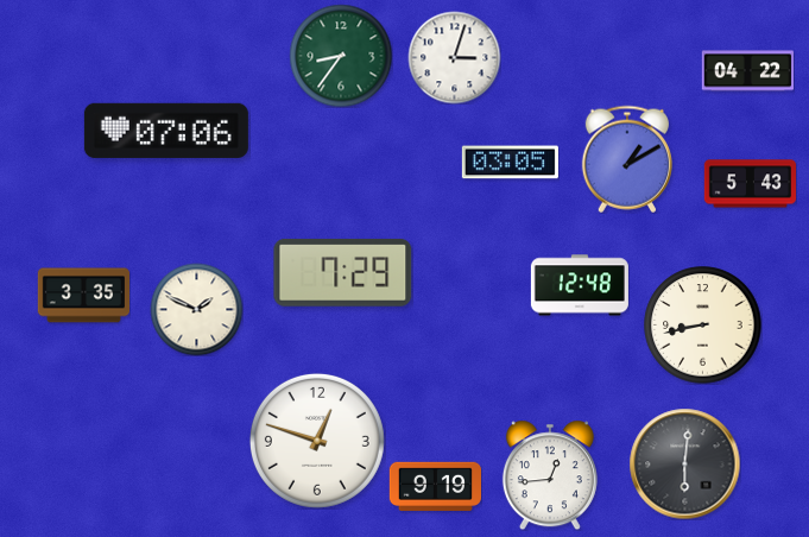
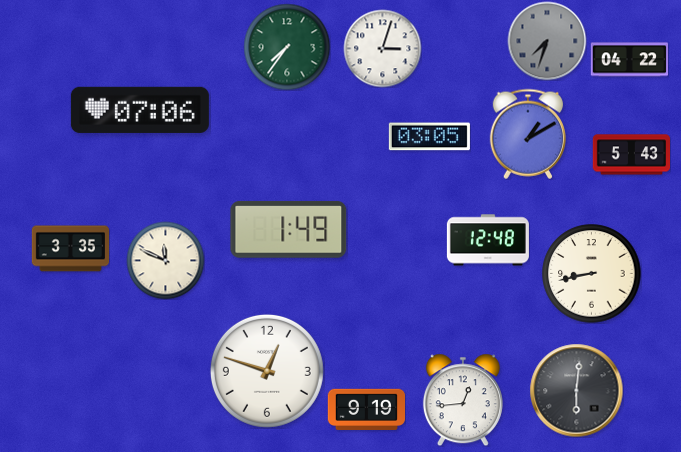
clock at (547, 41): none -> 7:33
clock at (341, 56): 8:36 -> 7:36
clock at (343, 273): 7:29 -> 1:49
clock at (196, 309): 1:49 -> 11:49
